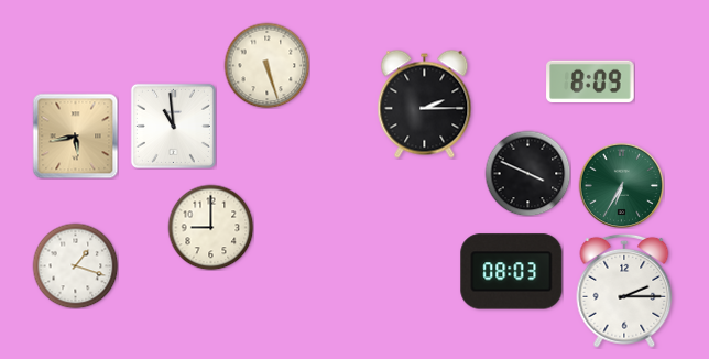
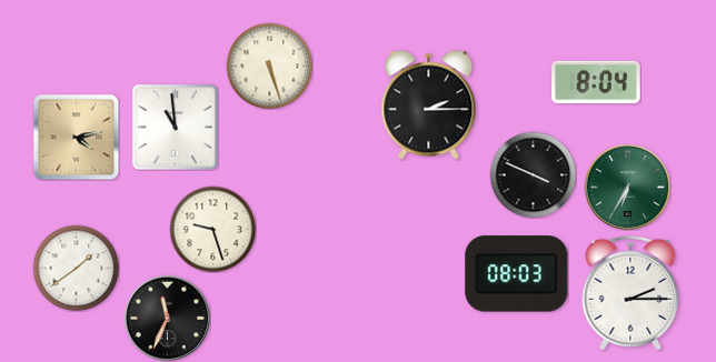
clock at (590, 80): 8:09 -> 8:04
clock at (75, 135): 5:43 -> 4:13
clock at (210, 227): 9:00 -> 9:27
clock at (75, 265): 1:18 -> 1:39
clock at (167, 318): none -> 11:34
